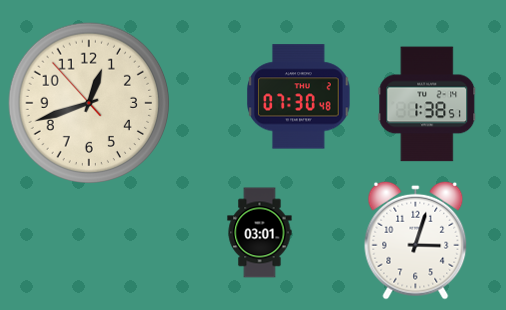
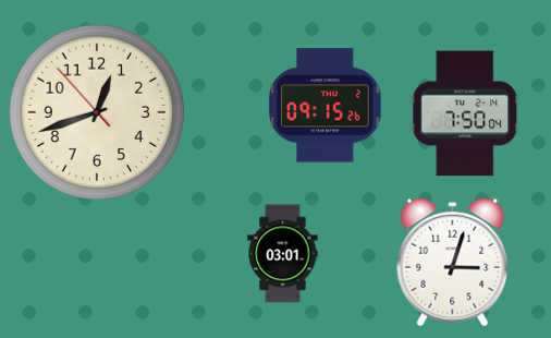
clock at (299, 97): 07:30 -> 09:15
clock at (427, 104): 1:38 -> 7:50
